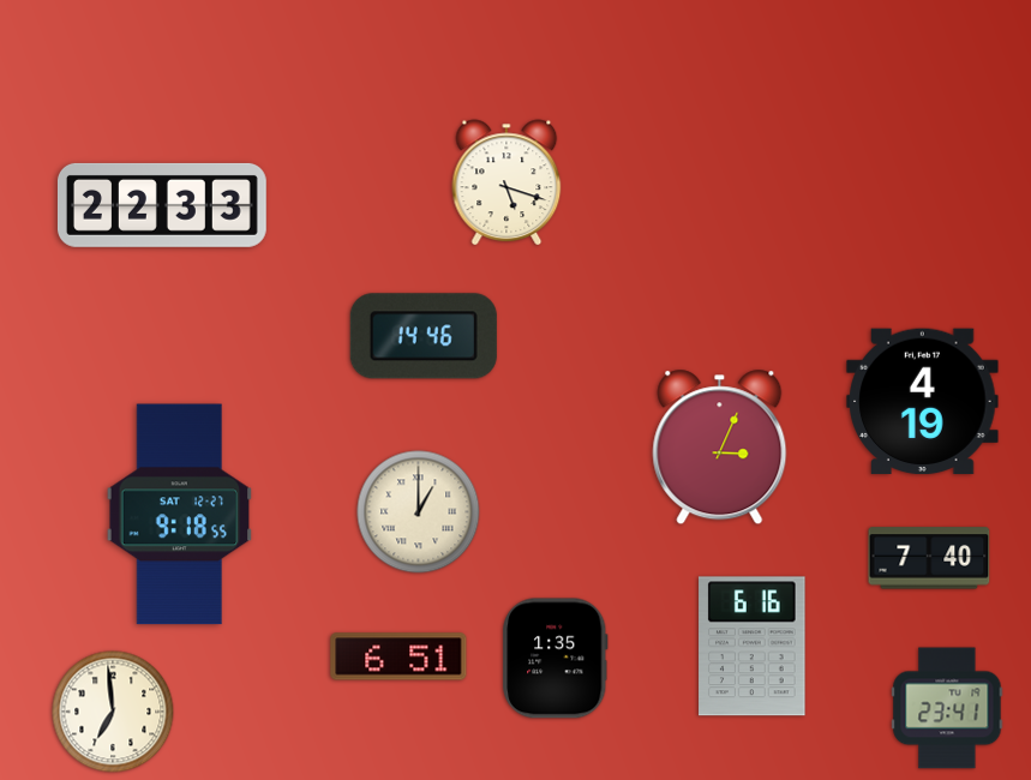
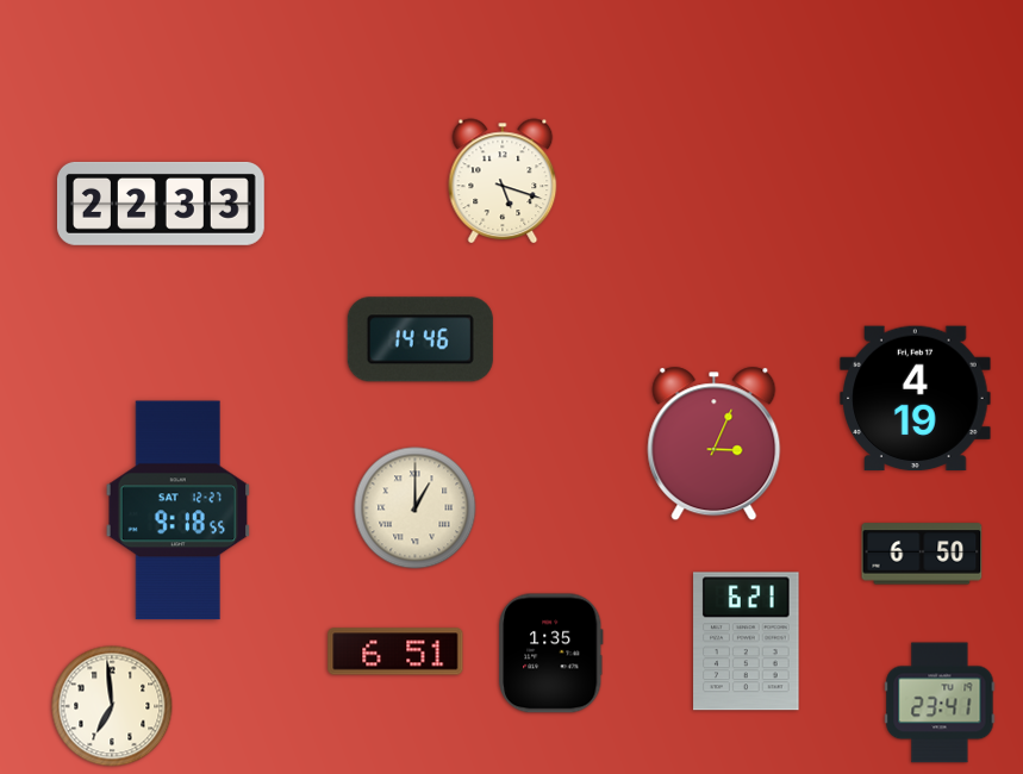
clock at (424, 336) position: (424, 336) -> (420, 339)
clock at (929, 558): 7:40 -> 6:50
clock at (753, 647): 6:16 -> 6:21
